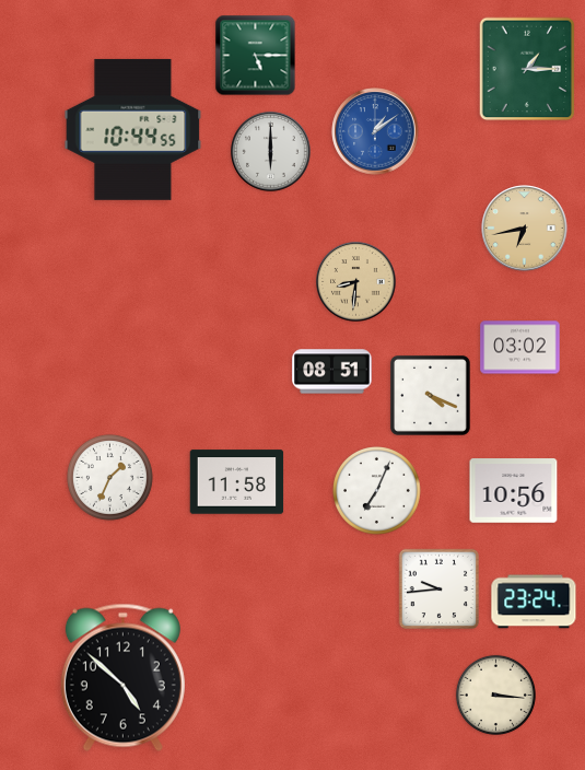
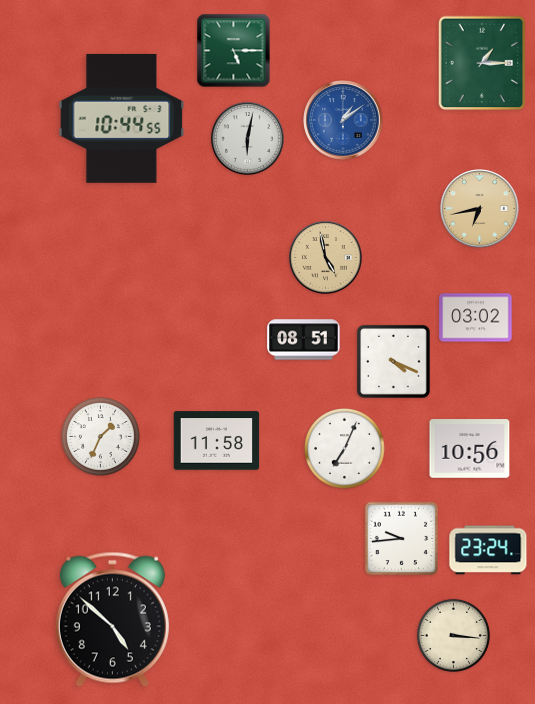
clock at (271, 152): 6:00 -> 6:02
clock at (356, 282): 8:31 -> 4:58
